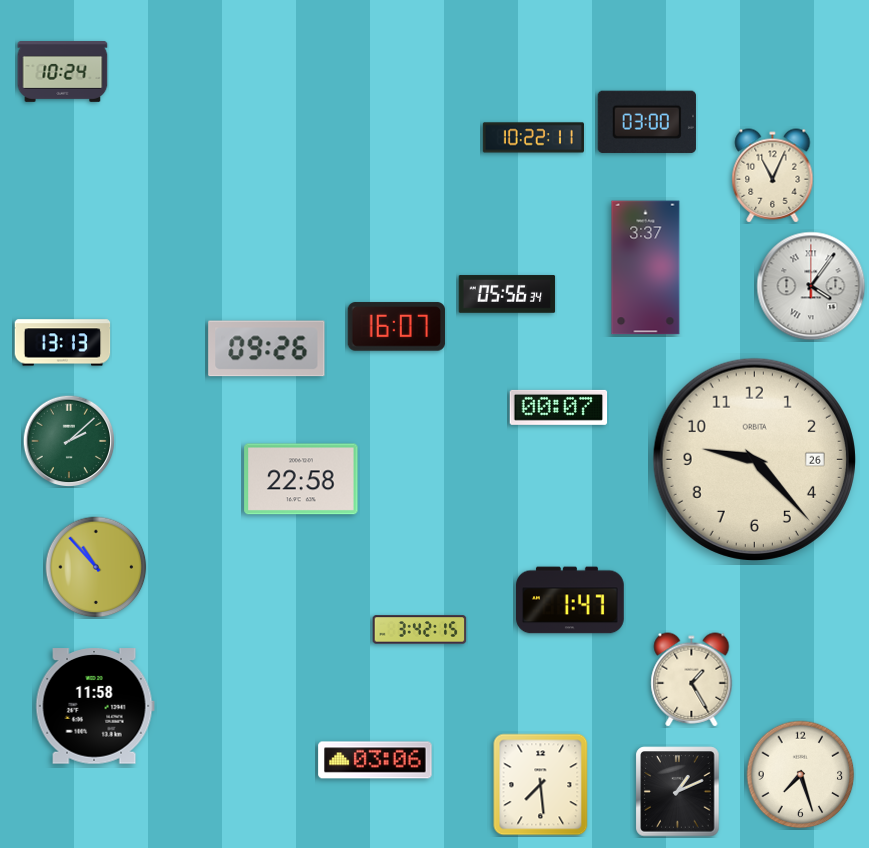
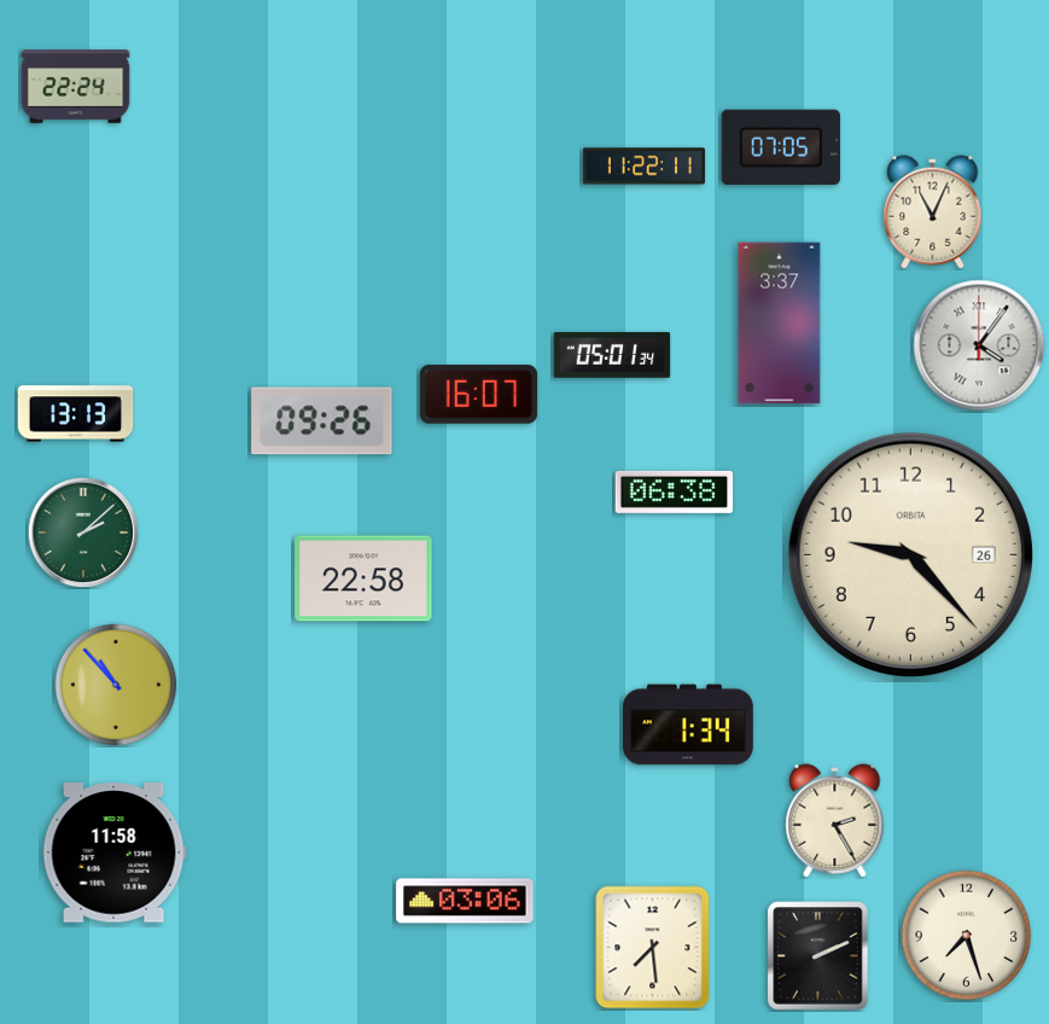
clock at (63, 72): 10:24 -> 22:24
clock at (647, 122): 03:00 -> 07:05
clock at (533, 138): 10:22 -> 11:22
clock at (507, 294): 05:56 -> 05:01
clock at (559, 407): 00:07 -> 06:38
clock at (571, 600): 1:47 -> 1:34
clock at (420, 630): 3:42 -> none
clock at (692, 680): 1:25 -> 2:25
clock at (375, 760) position: (375, 760) -> (465, 901)
clock at (678, 792): 1:11 -> 2:11
